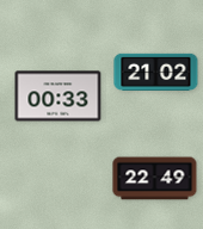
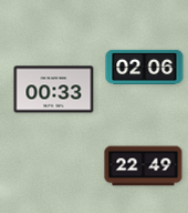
clock at (156, 72): 21:02 -> 02:06
